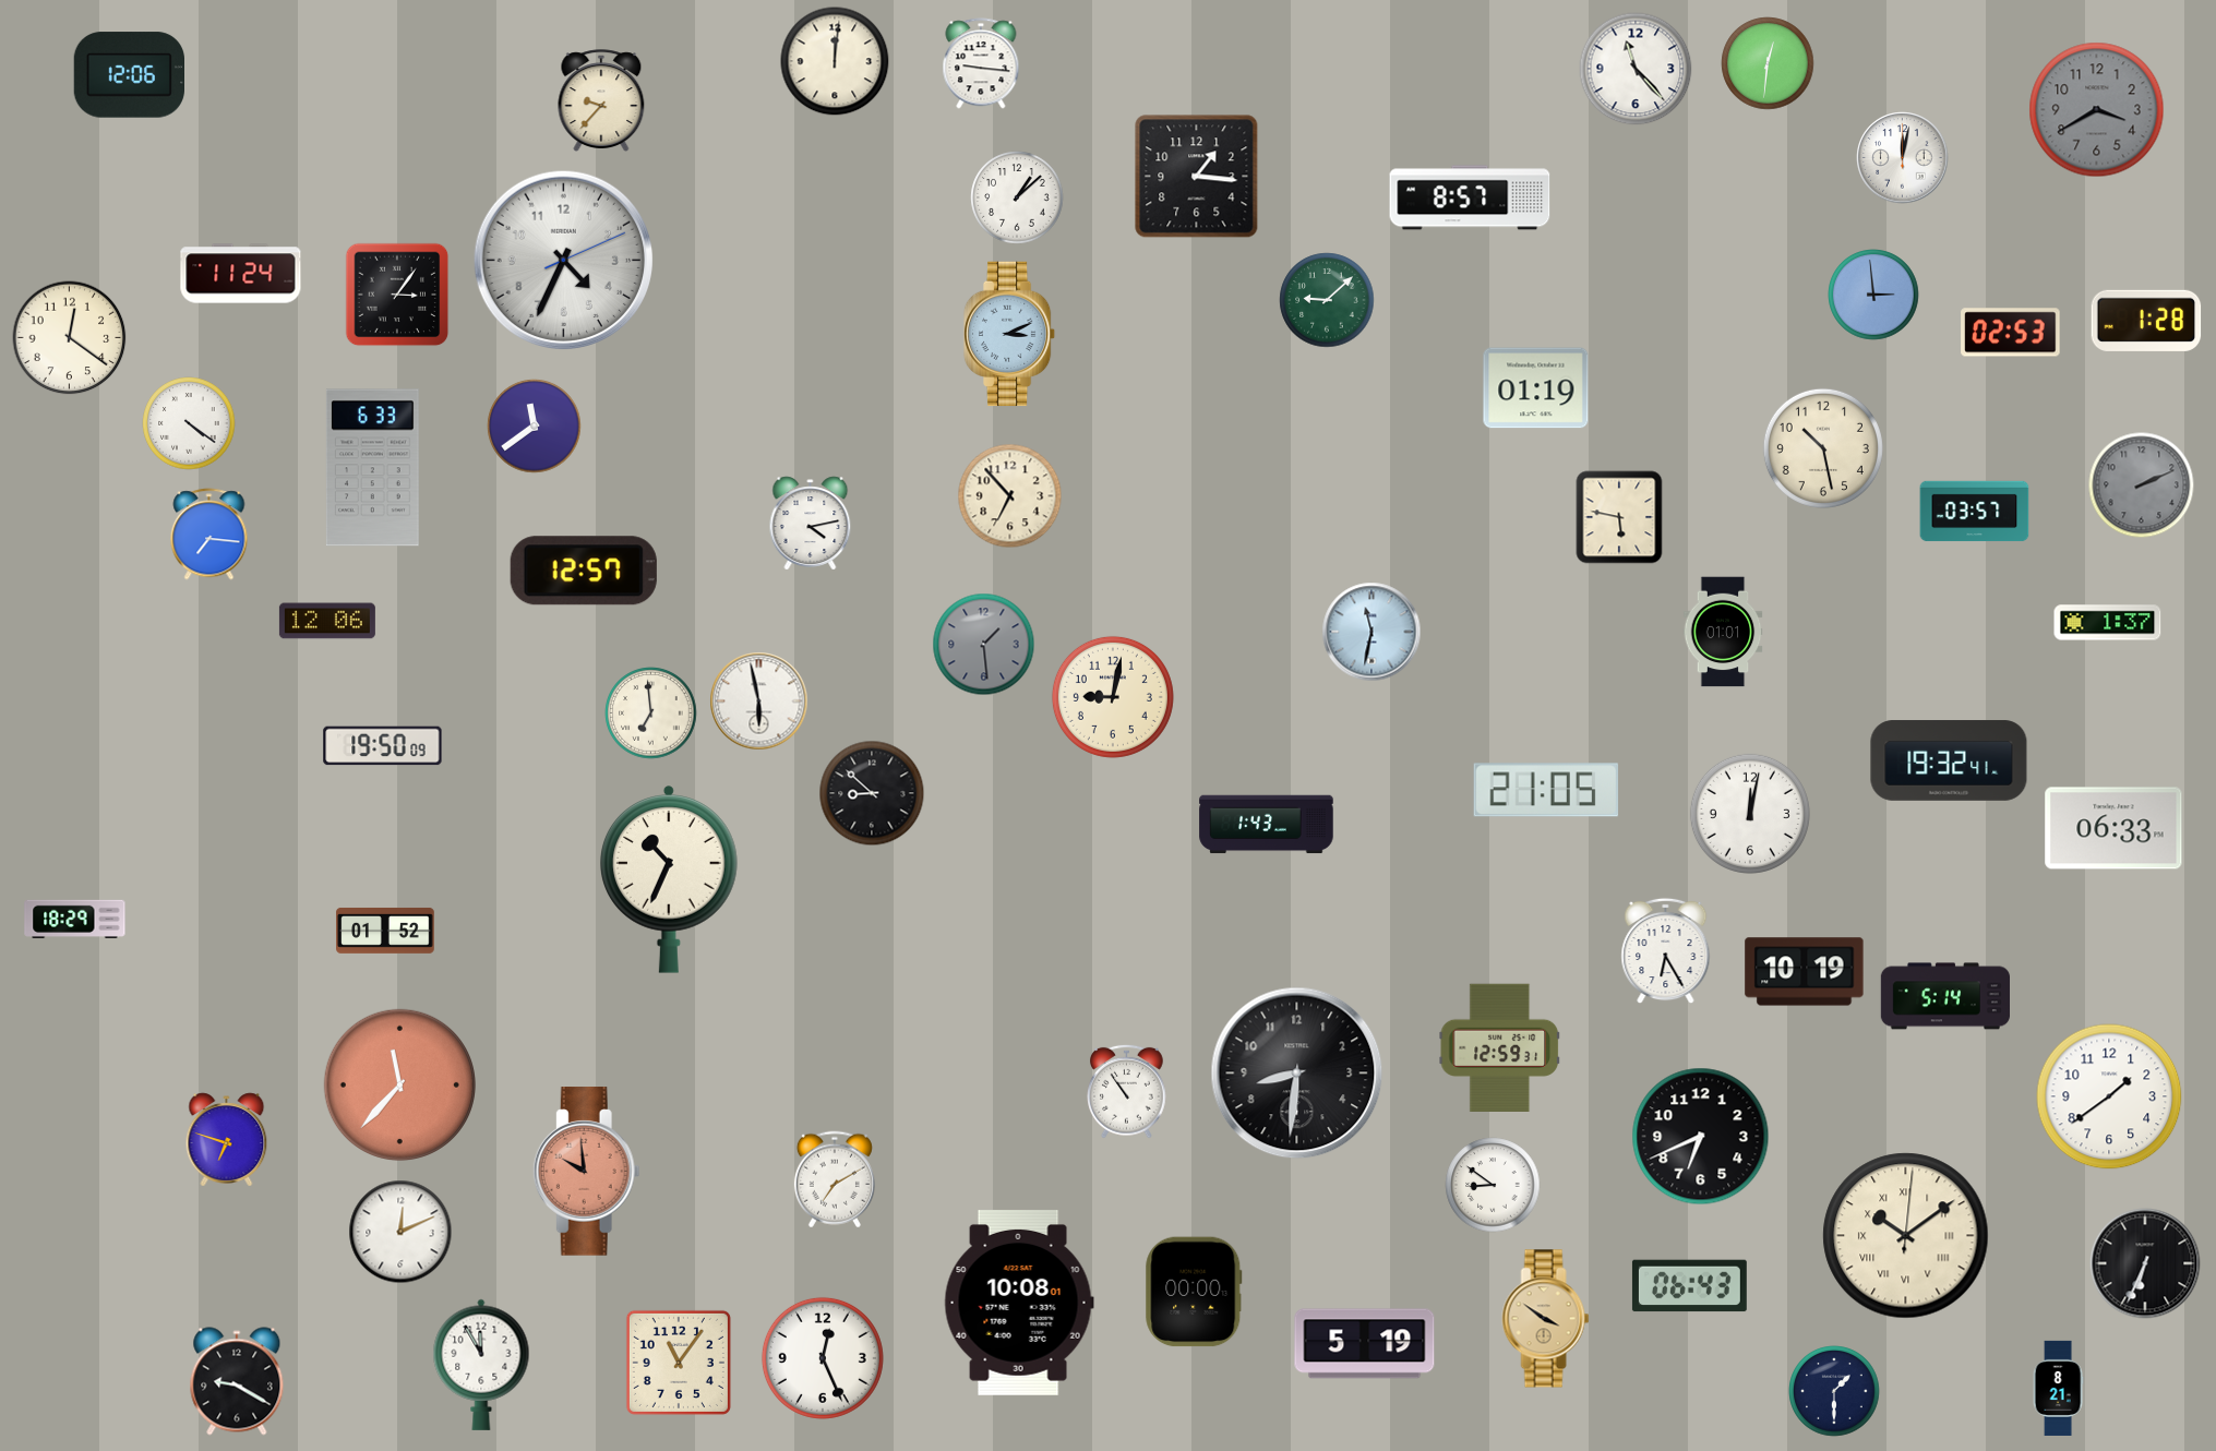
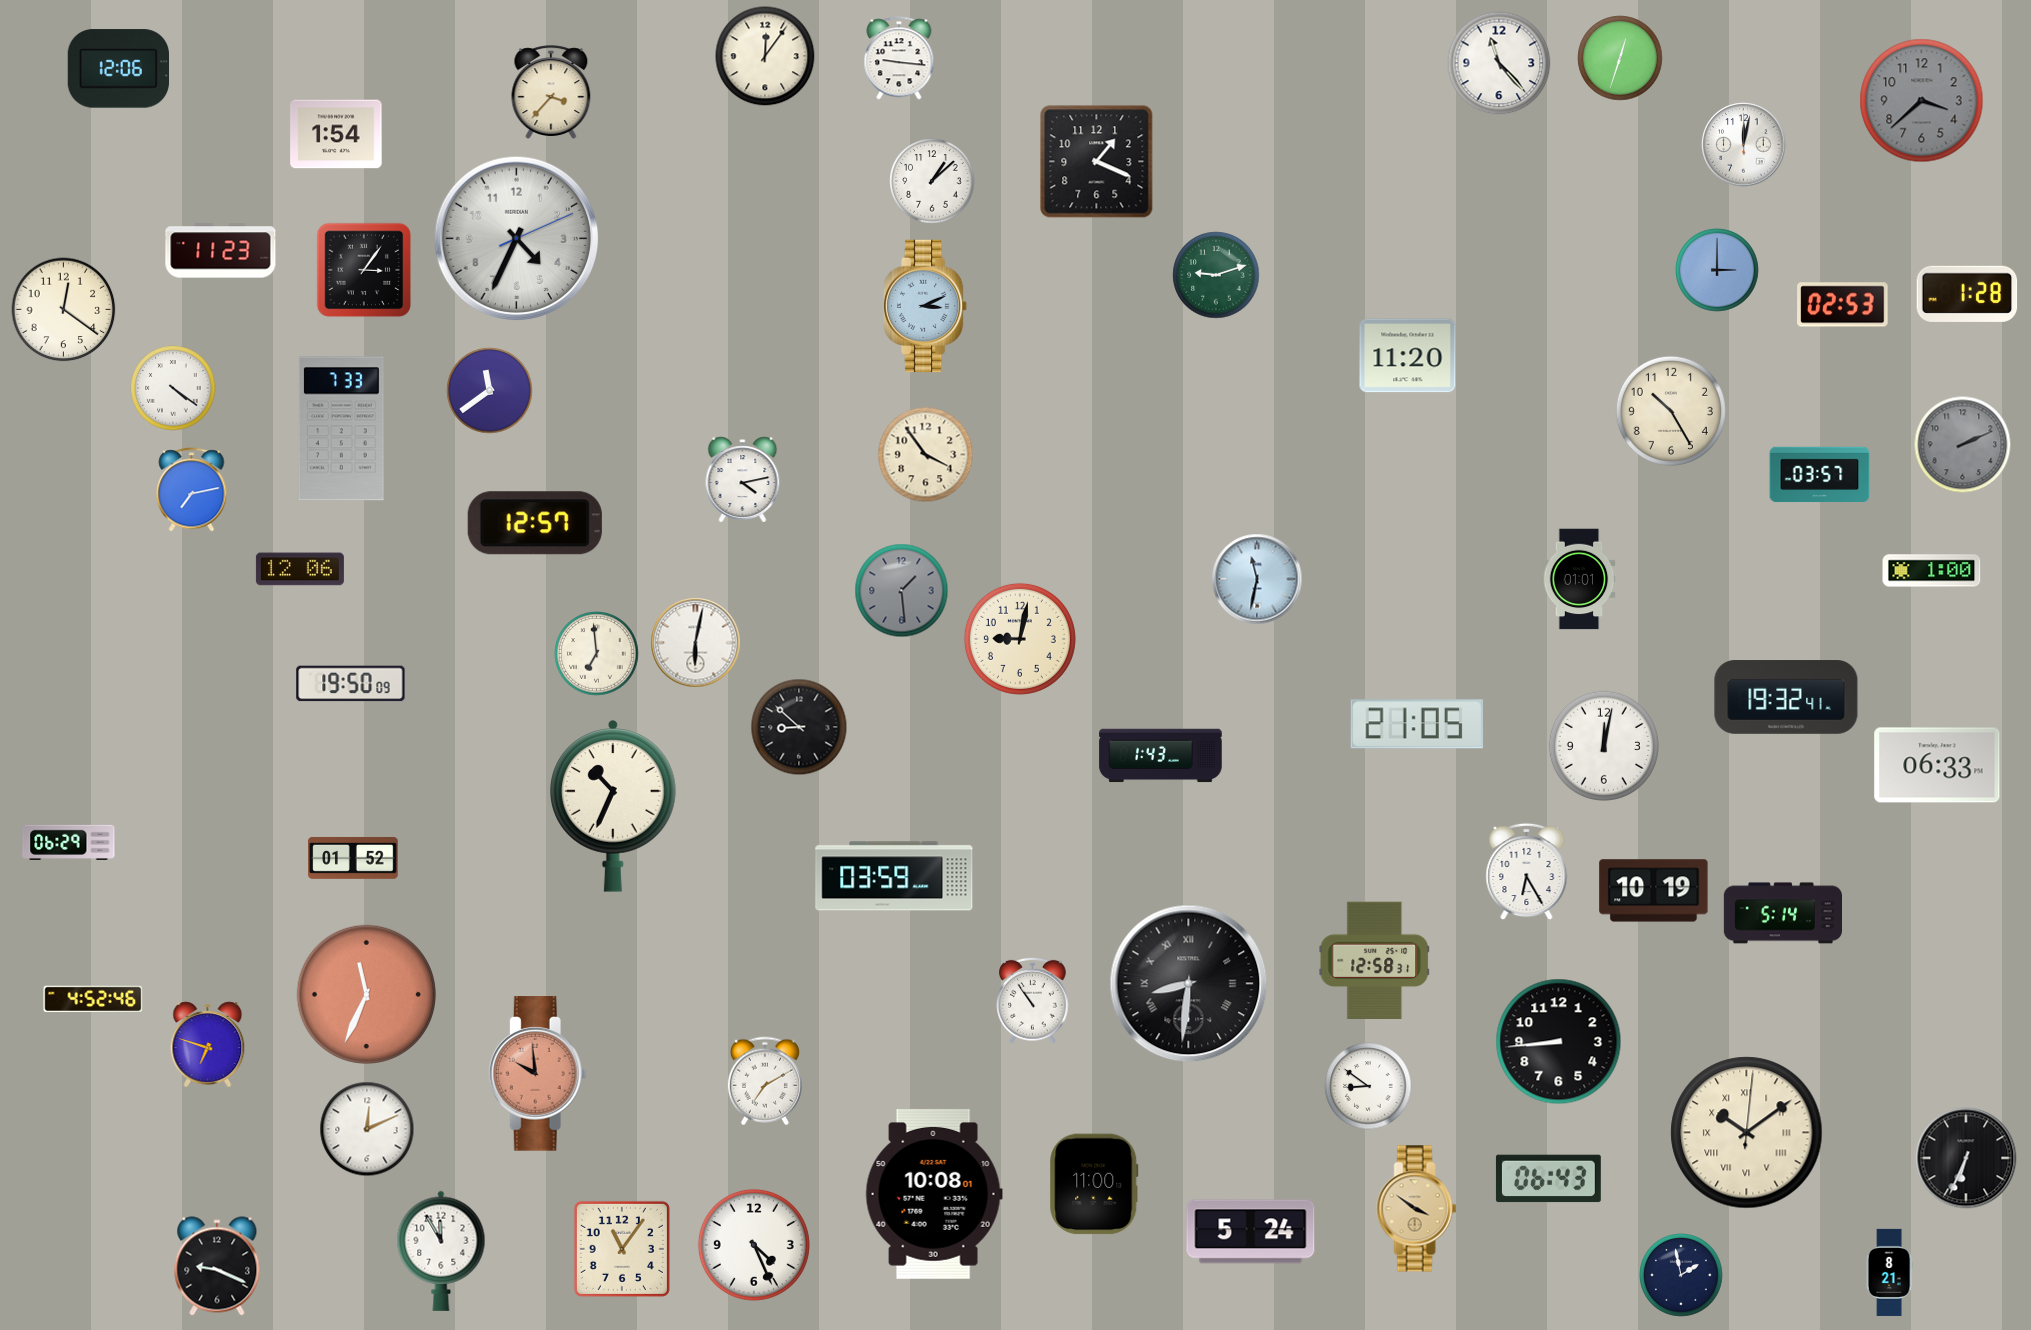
clock at (835, 61): 12:01 -> 12:06
clock at (1768, 63): 12:31 -> 12:33
clock at (601, 100): 9:37 -> 3:37
clock at (2097, 110): 3:40 -> 3:38
clock at (336, 134): none -> 1:54
clock at (1197, 177): 1:16 -> 1:19
clock at (1470, 197): 8:57 -> none
clock at (241, 274): 11:24 -> 11:23
clock at (1873, 295): 2:59 -> 3:00
clock at (1327, 300): 9:08 -> 9:12
clock at (1536, 388): 01:19 -> 11:20
clock at (1823, 448): 10:28 -> 10:25
clock at (372, 468): 6:33 -> 7:33
clock at (1010, 496): 6:53 -> 3:54
clock at (1975, 512) position: (1975, 512) -> (1820, 475)
clock at (1619, 517): 5:47 -> none
clock at (209, 535): 7:16 -> 7:13
clock at (2108, 623): 1:37 -> 1:00
clock at (759, 701): 5:58 -> 6:02
clock at (2113, 828) position: (2113, 828) -> (1937, 765)
clock at (75, 919): 18:29 -> 06:29
clock at (385, 931) position: (385, 931) -> (353, 858)
clock at (894, 876): none -> 03:59
clock at (1499, 1047): 12:59 -> 12:58
clock at (1297, 1074) numerals: Arabic -> Roman
clock at (399, 1084): 11:37 -> 11:34
clock at (93, 999): none -> 4:52
clock at (2109, 1096): 1:39 -> none
clock at (1701, 1137): 6:41 -> 8:44
clock at (1194, 1292): 00:00 -> 11:00
clock at (1365, 1344): 5:19 -> 5:24
clock at (823, 1358): 12:26 -> 4:26
clock at (237, 1381): 9:20 -> 9:19
clock at (2058, 1388) position: (2058, 1388) -> (1889, 1272)
clock at (1834, 1391): 1:30 -> 1:58
